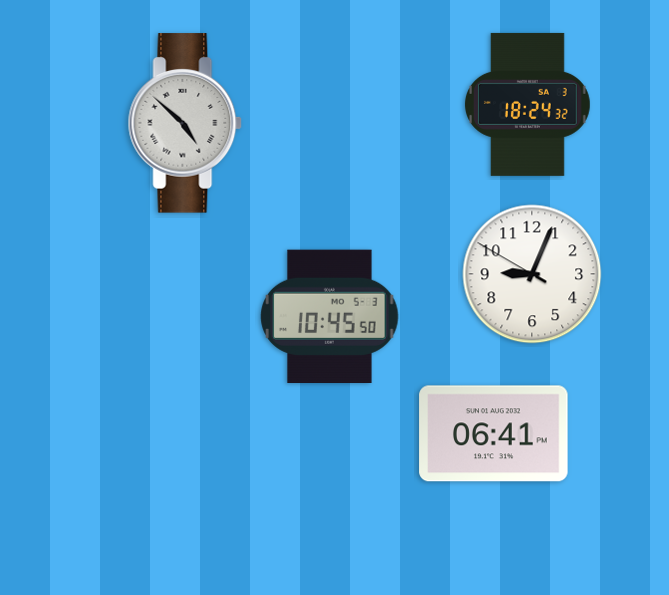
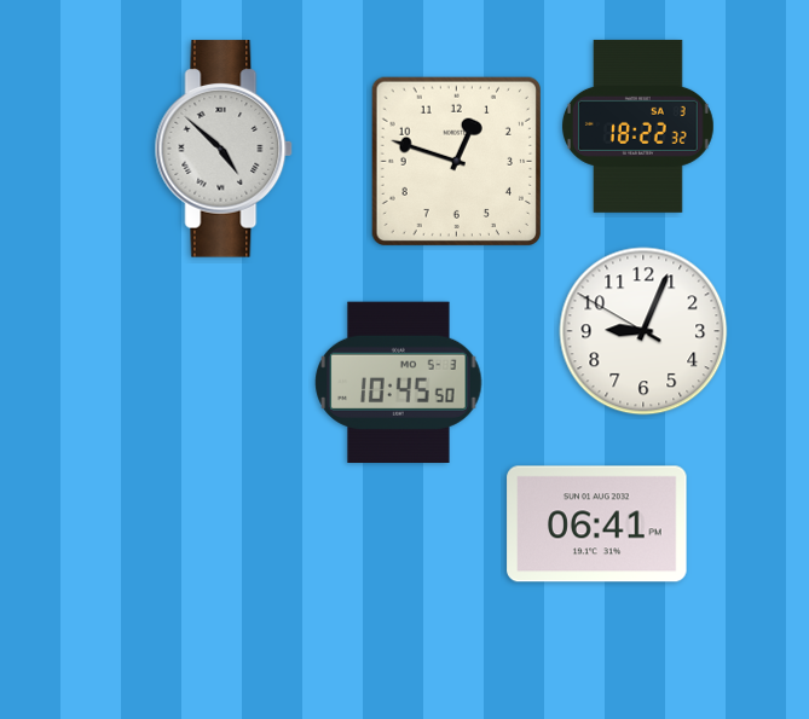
clock at (527, 104): 18:24 -> 18:22
clock at (456, 161): none -> 12:48
